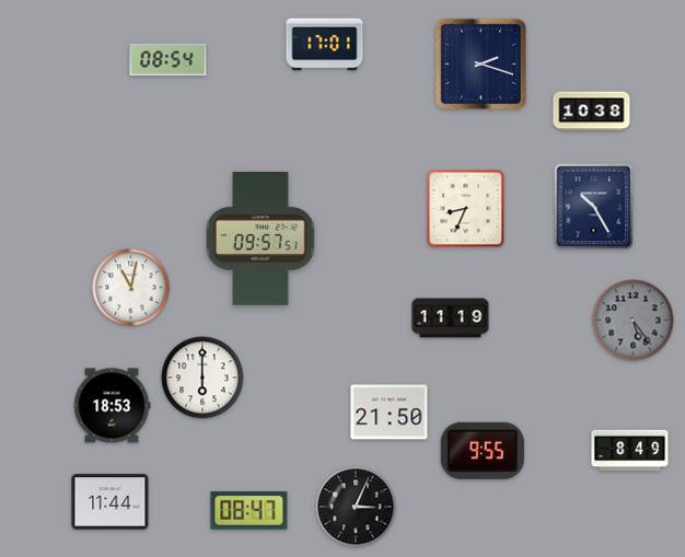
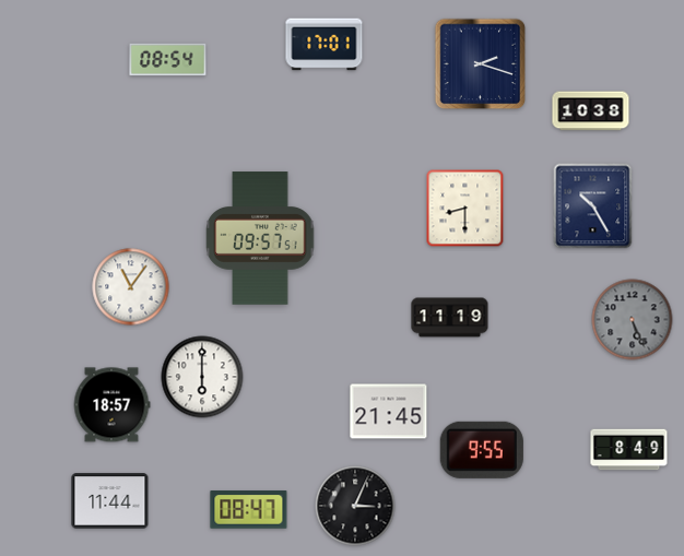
clock at (466, 209): 8:34 -> 8:30
clock at (131, 288): 11:02 -> 11:06
clock at (634, 321): 5:24 -> 5:26
clock at (112, 406): 18:53 -> 18:57
clock at (390, 413): 21:50 -> 21:45
